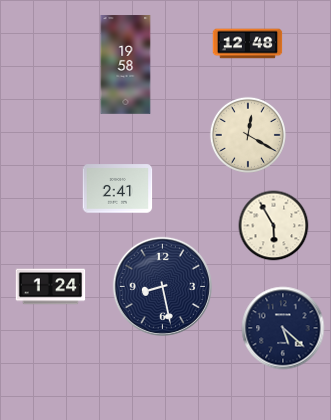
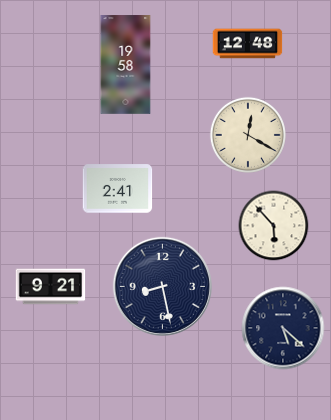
clock at (274, 226): 5:55 -> 5:53
clock at (51, 287): 1:24 -> 9:21
